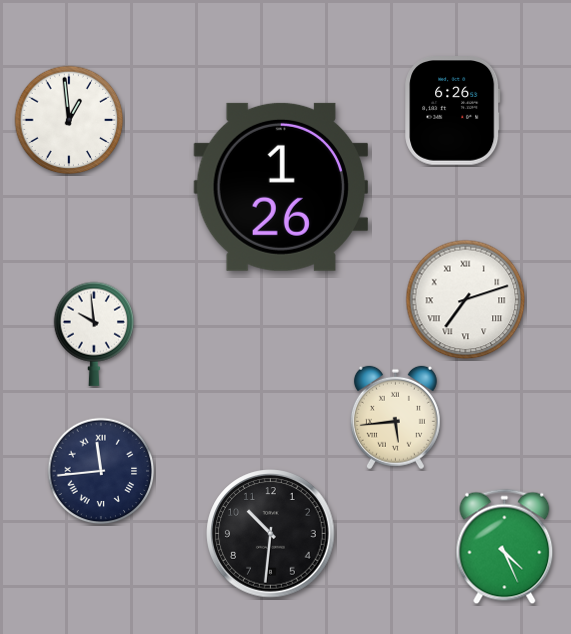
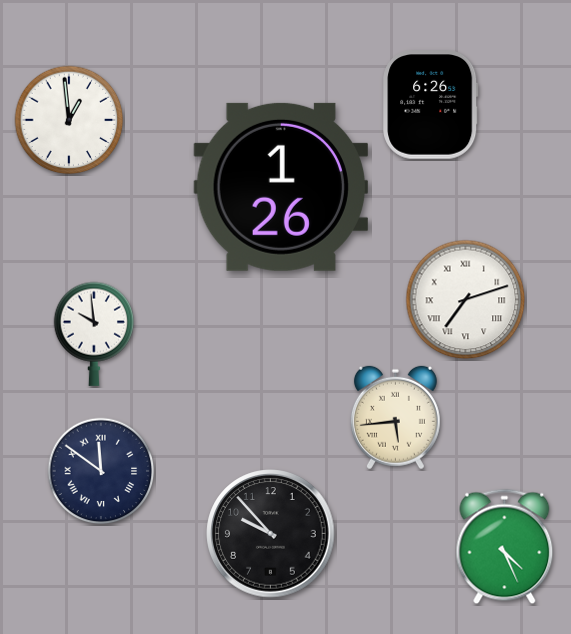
clock at (453, 111) position: (453, 111) -> (431, 105)
clock at (101, 471): 11:44 -> 11:51
clock at (271, 534): 10:31 -> 9:53
